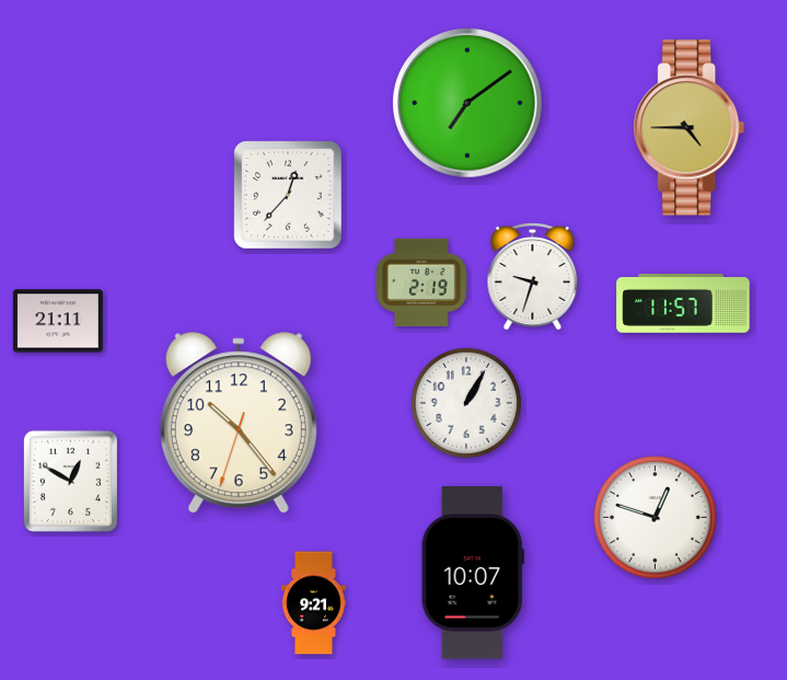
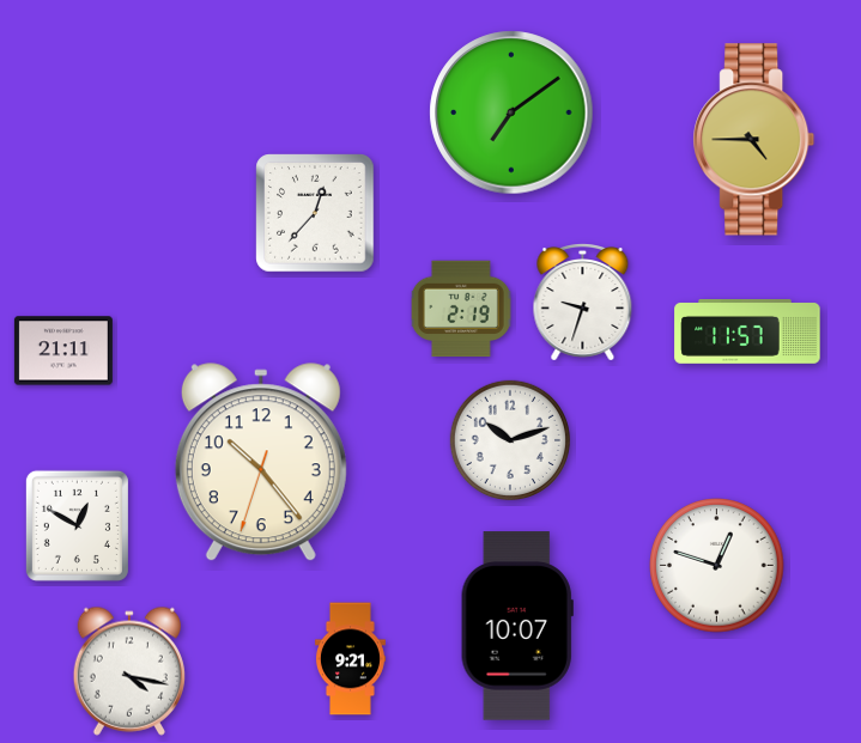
clock at (465, 402): 1:05 -> 10:12
clock at (313, 603) position: (313, 603) -> (350, 659)
clock at (129, 671): none -> 4:17
